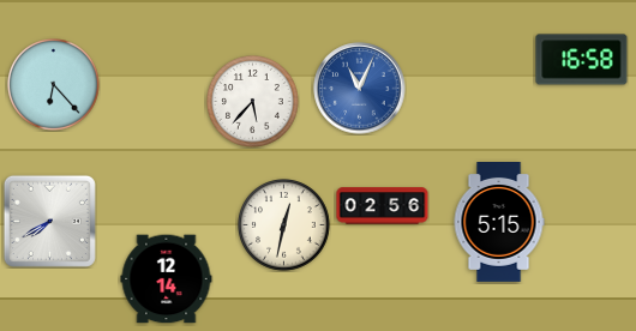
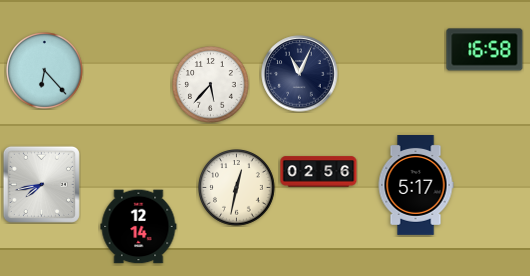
clock at (360, 89) dial: blue -> navy
clock at (49, 221): 7:40 -> 7:43
clock at (499, 223): 5:15 -> 5:17
clock at (167, 279) position: (167, 279) -> (139, 227)
